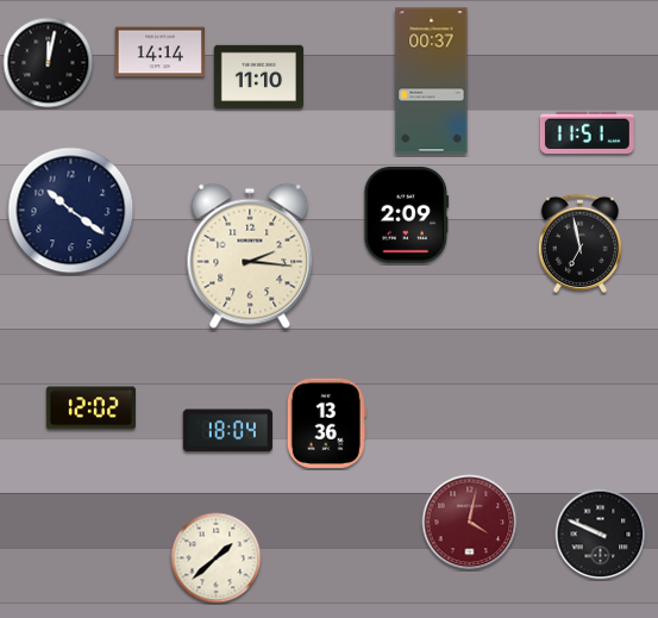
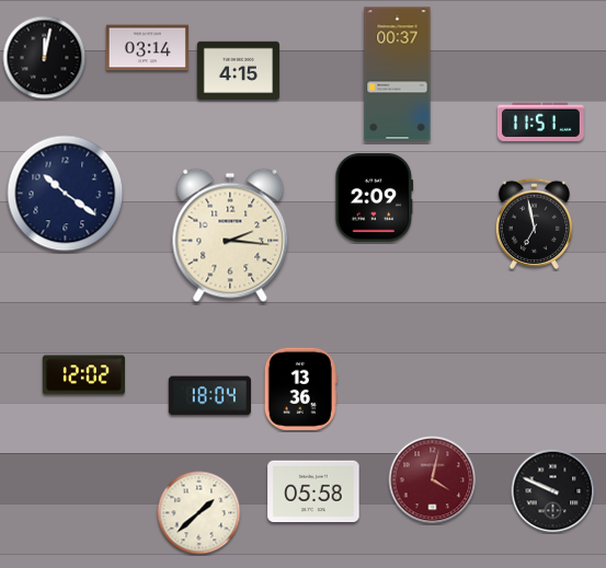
clock at (159, 52): 14:14 -> 03:14
clock at (258, 77): 11:10 -> 4:15
clock at (313, 491): none -> 05:58
